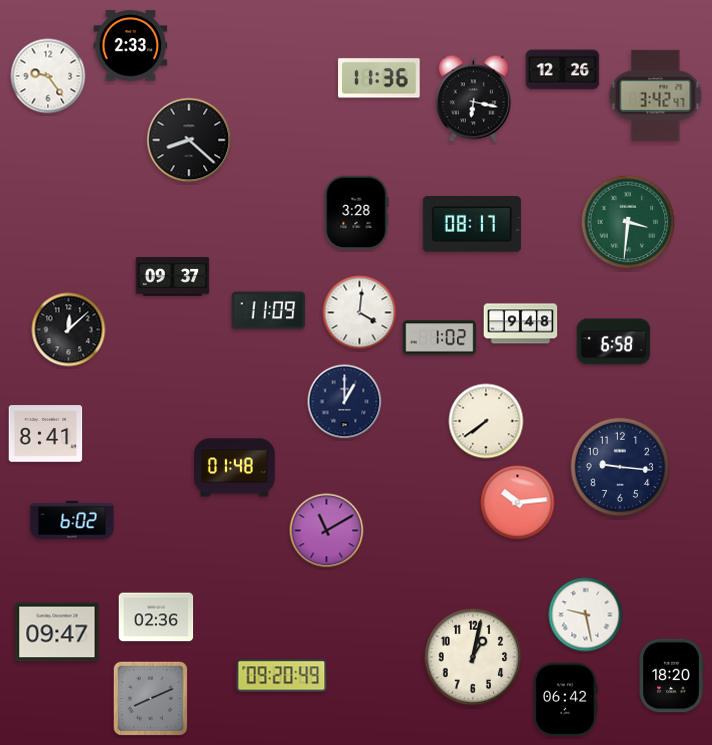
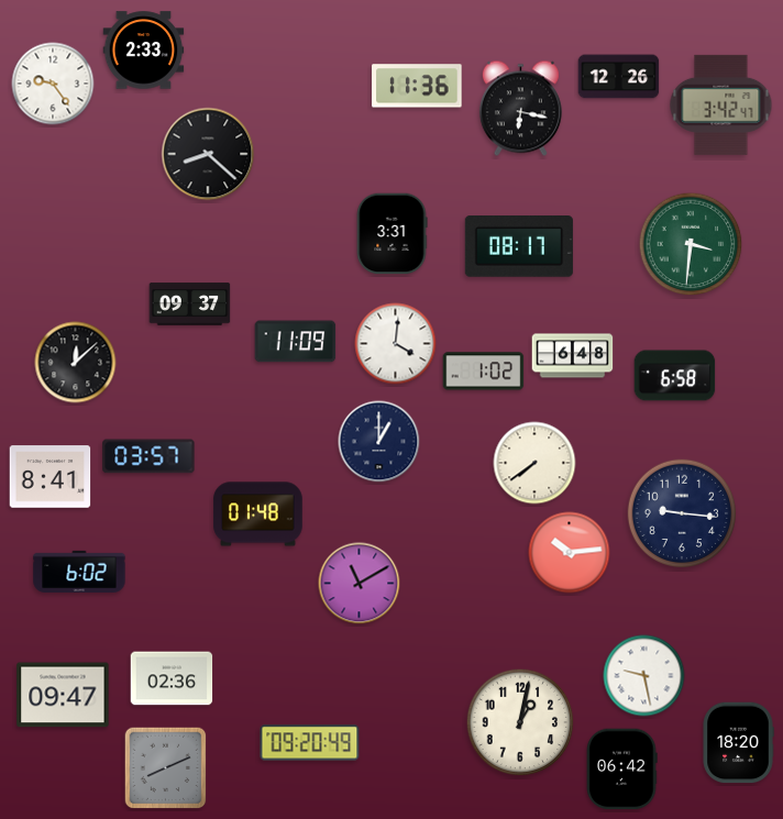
clock at (356, 213): 3:28 -> 3:31
clock at (521, 324): 9:48 -> 6:48
clock at (148, 456): none -> 03:57
